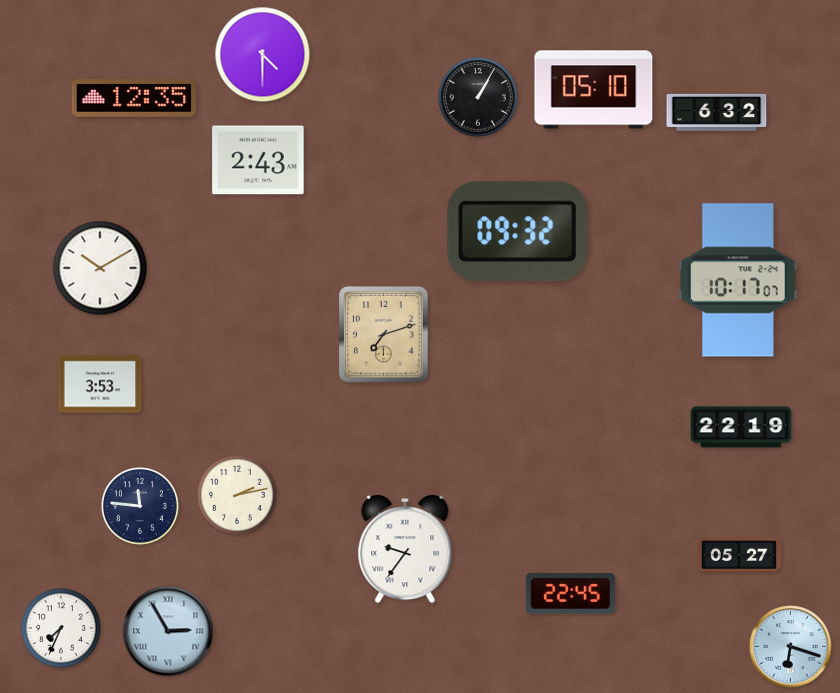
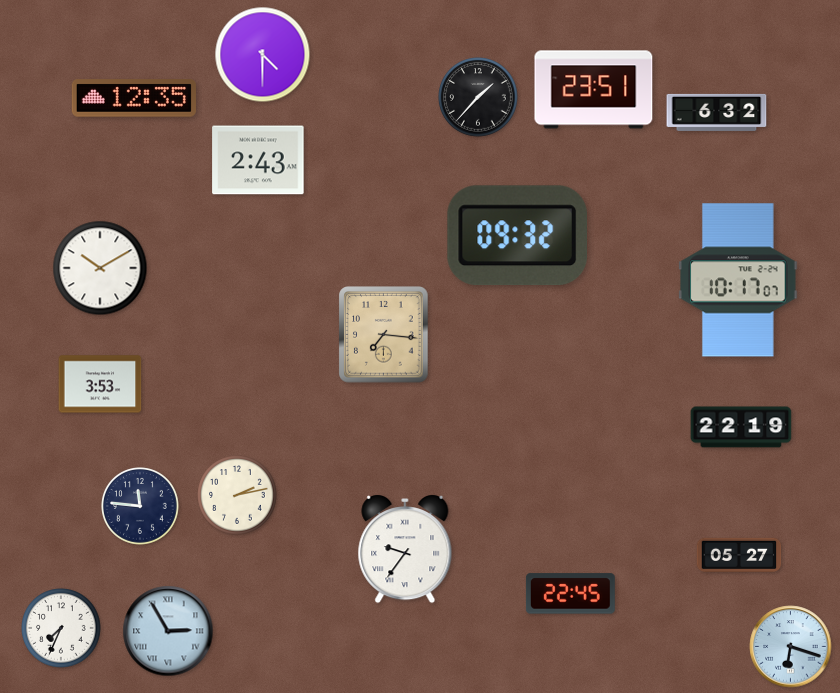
clock at (594, 90): 05:10 -> 23:51
clock at (478, 97): 1:05 -> 1:37
clock at (517, 232) position: (517, 232) -> (517, 236)
clock at (384, 335): 7:12 -> 7:16
